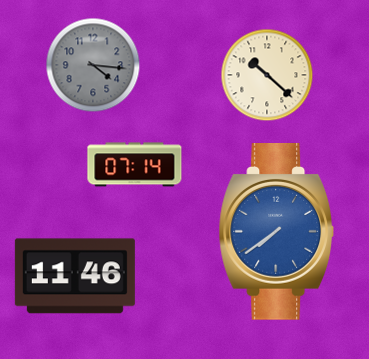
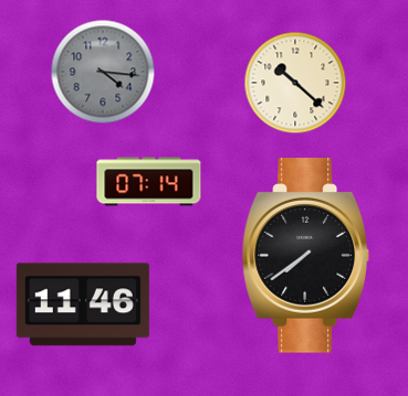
clock at (277, 232) dial: blue -> black
